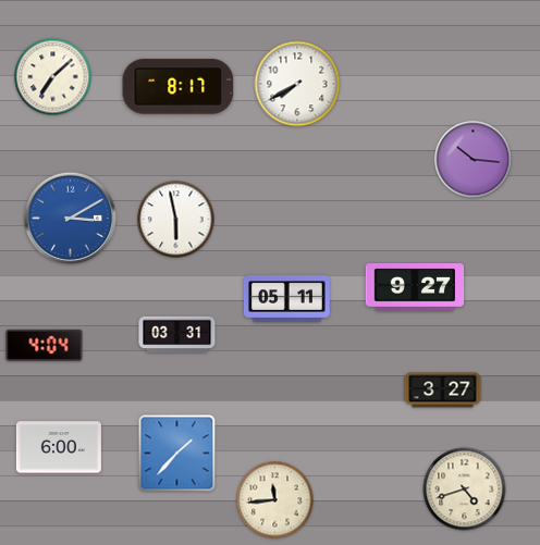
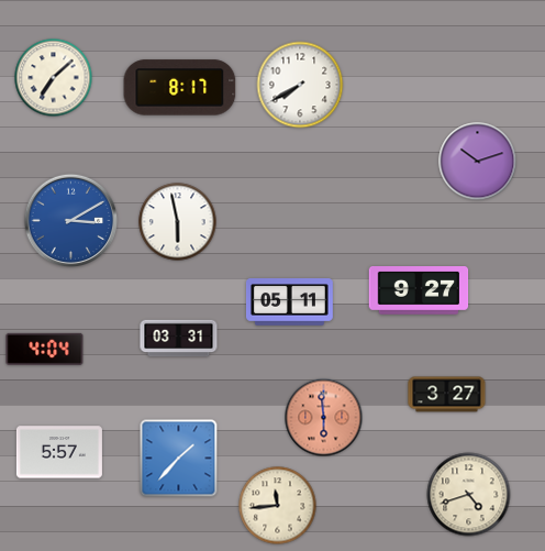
clock at (474, 160): 10:16 -> 10:12
clock at (324, 418): none -> 5:59
clock at (59, 447): 6:00 -> 5:57
